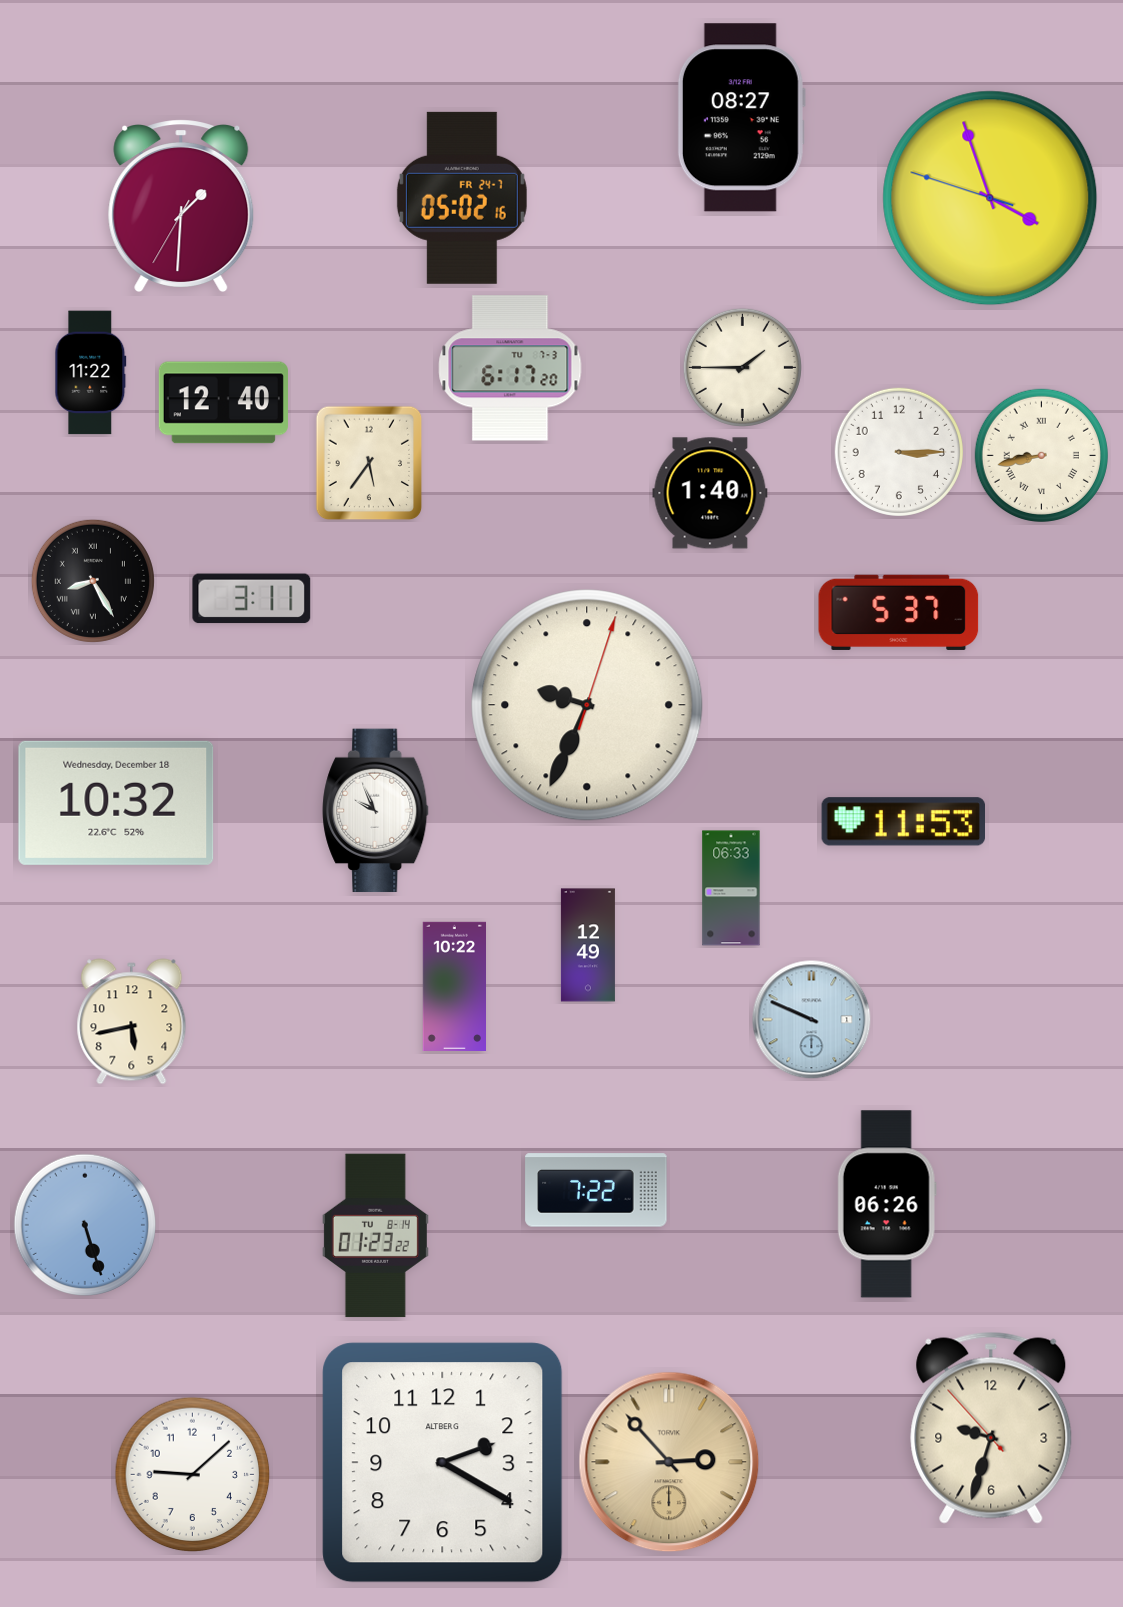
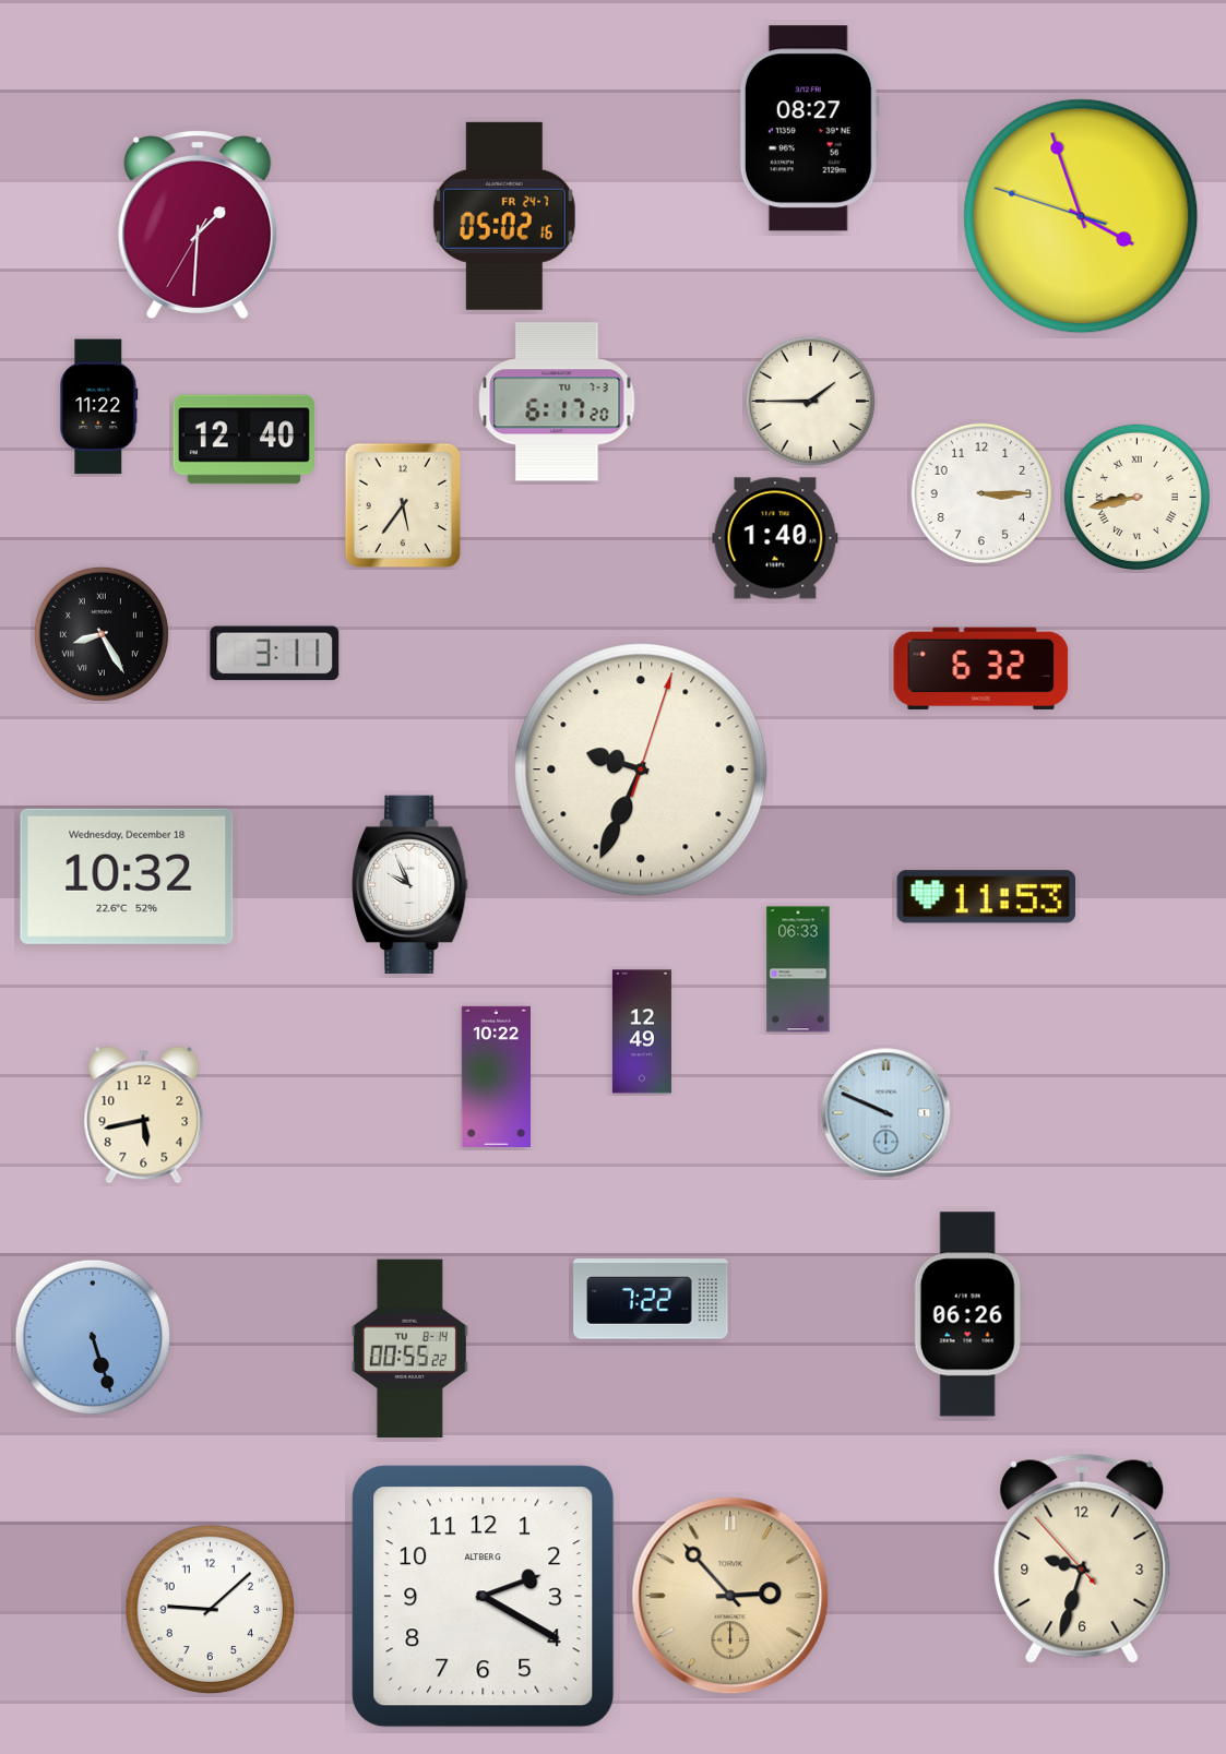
clock at (899, 612): 5:37 -> 6:32
clock at (375, 1236): 01:23 -> 00:55
